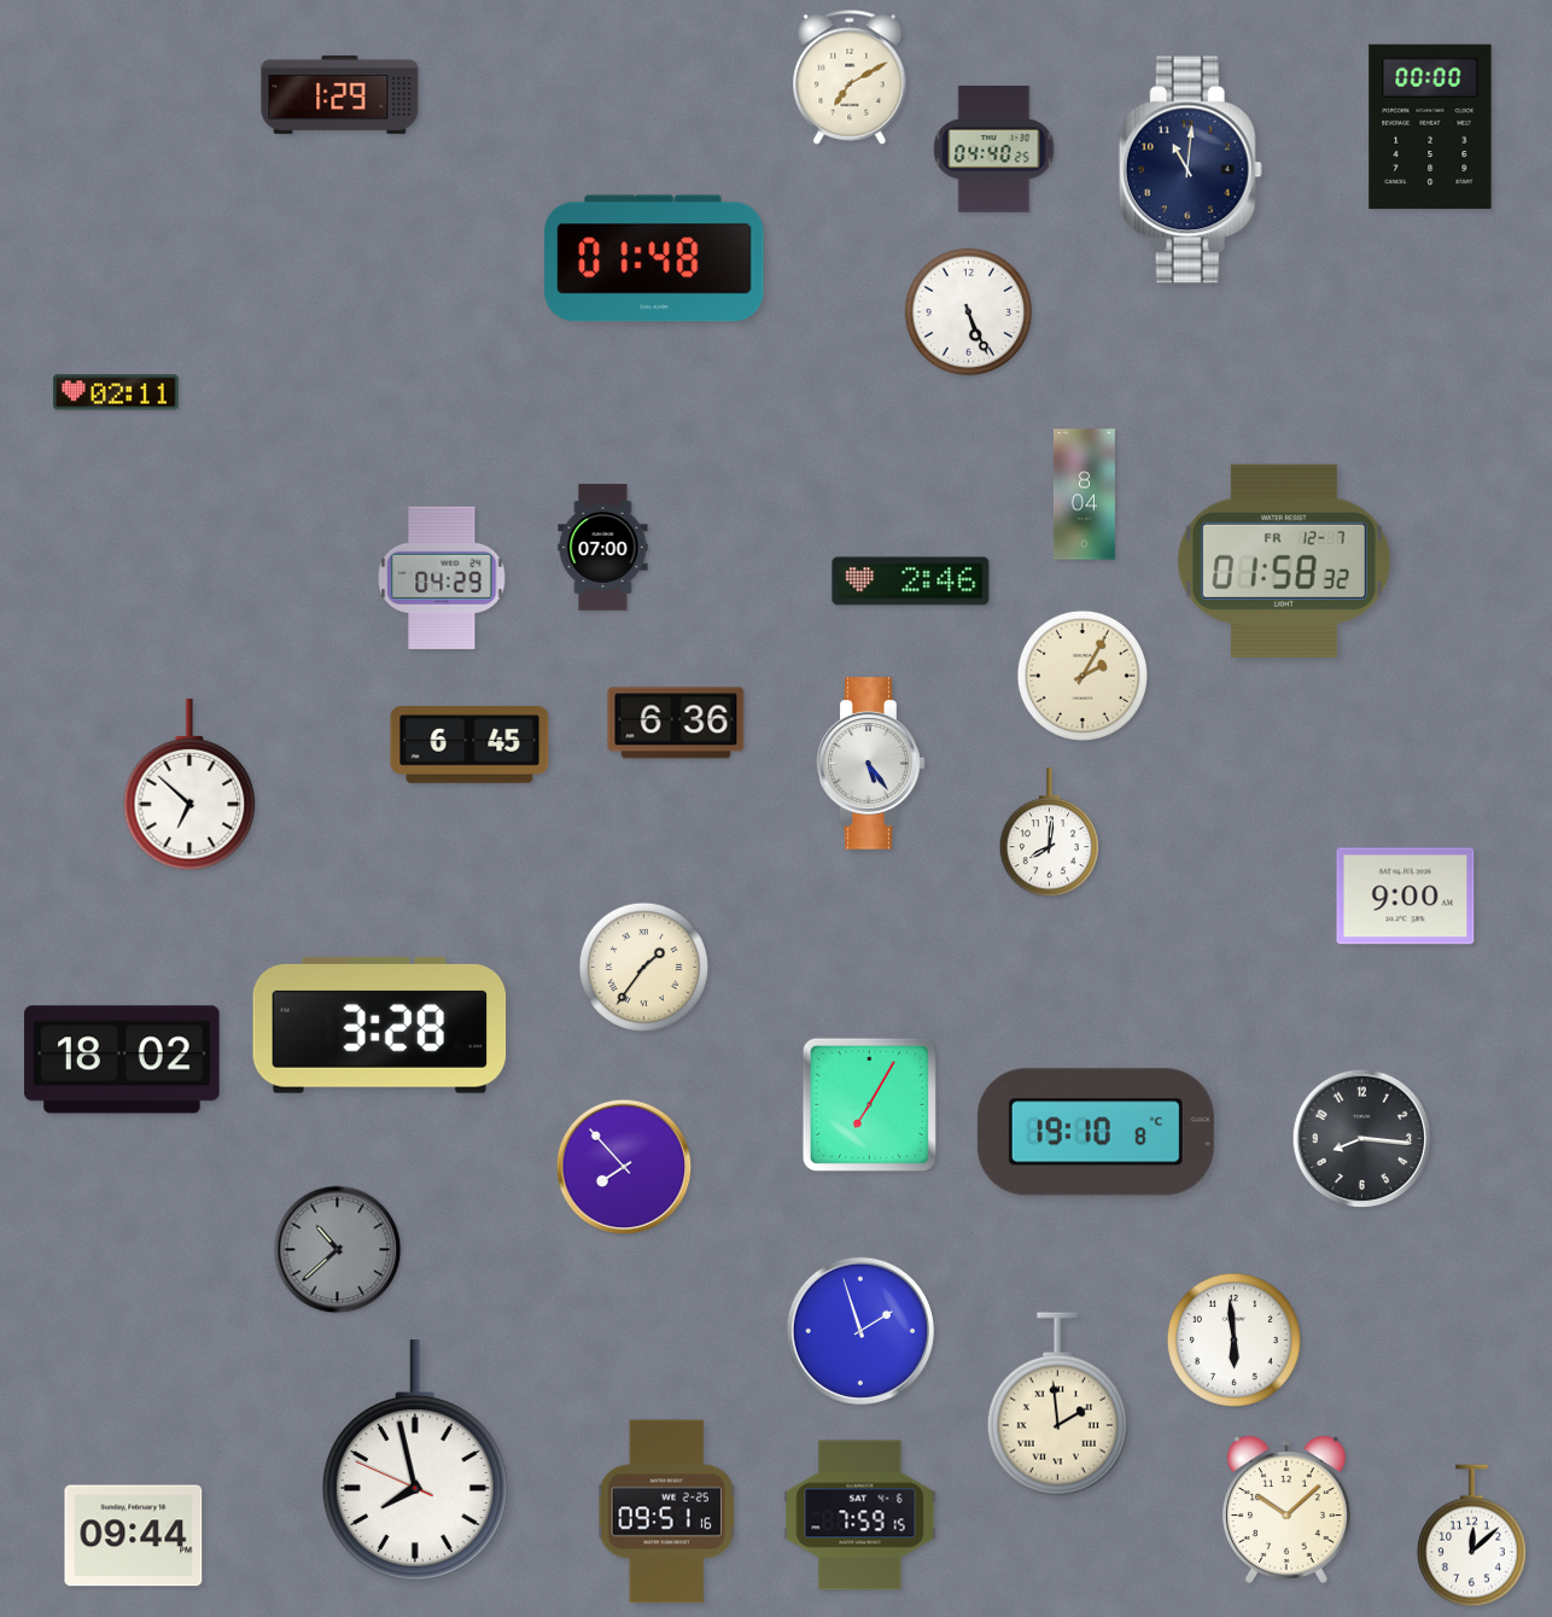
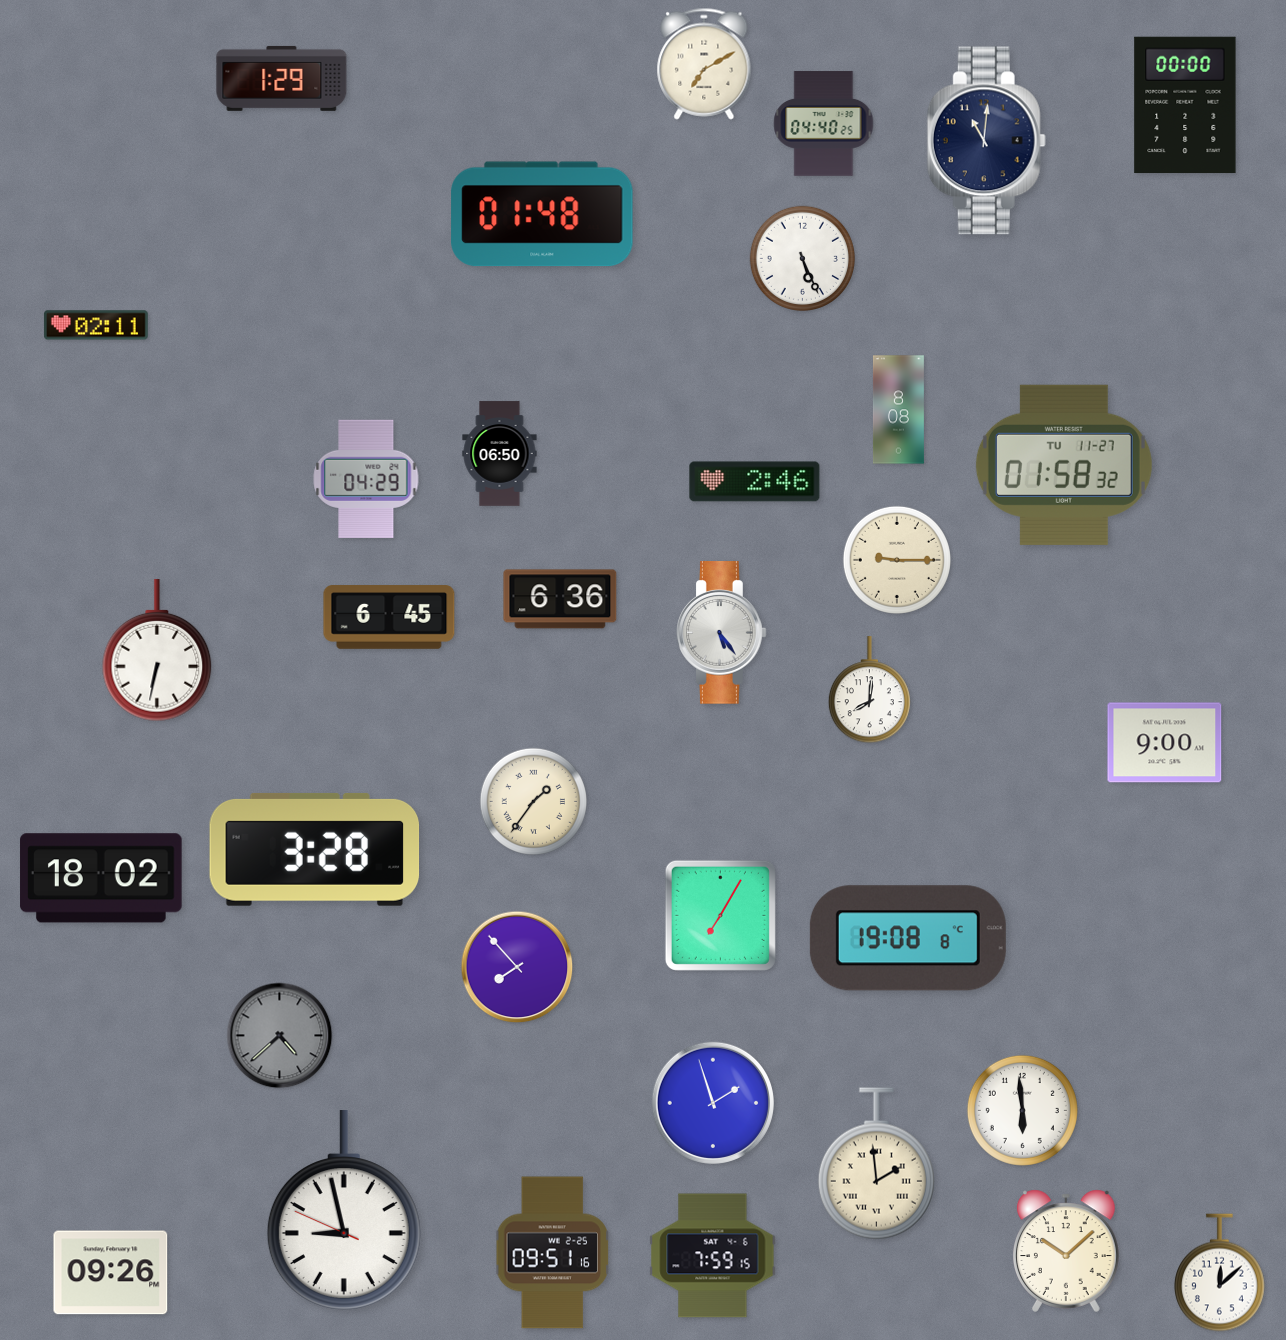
clock at (1084, 495): 8:04 -> 8:08
clock at (603, 548): 07:00 -> 06:50
clock at (1284, 561) date: FR 12-7 -> TU 11-27
clock at (1083, 676): 2:05 -> 9:15
clock at (189, 786): 6:52 -> 6:32
clock at (1096, 1132): 19:10 -> 19:08
clock at (1363, 1139): 8:16 -> none
clock at (338, 1250): 10:38 -> 4:38
clock at (415, 1460): 7:57 -> 8:57
clock at (134, 1536): 09:44 -> 09:26
